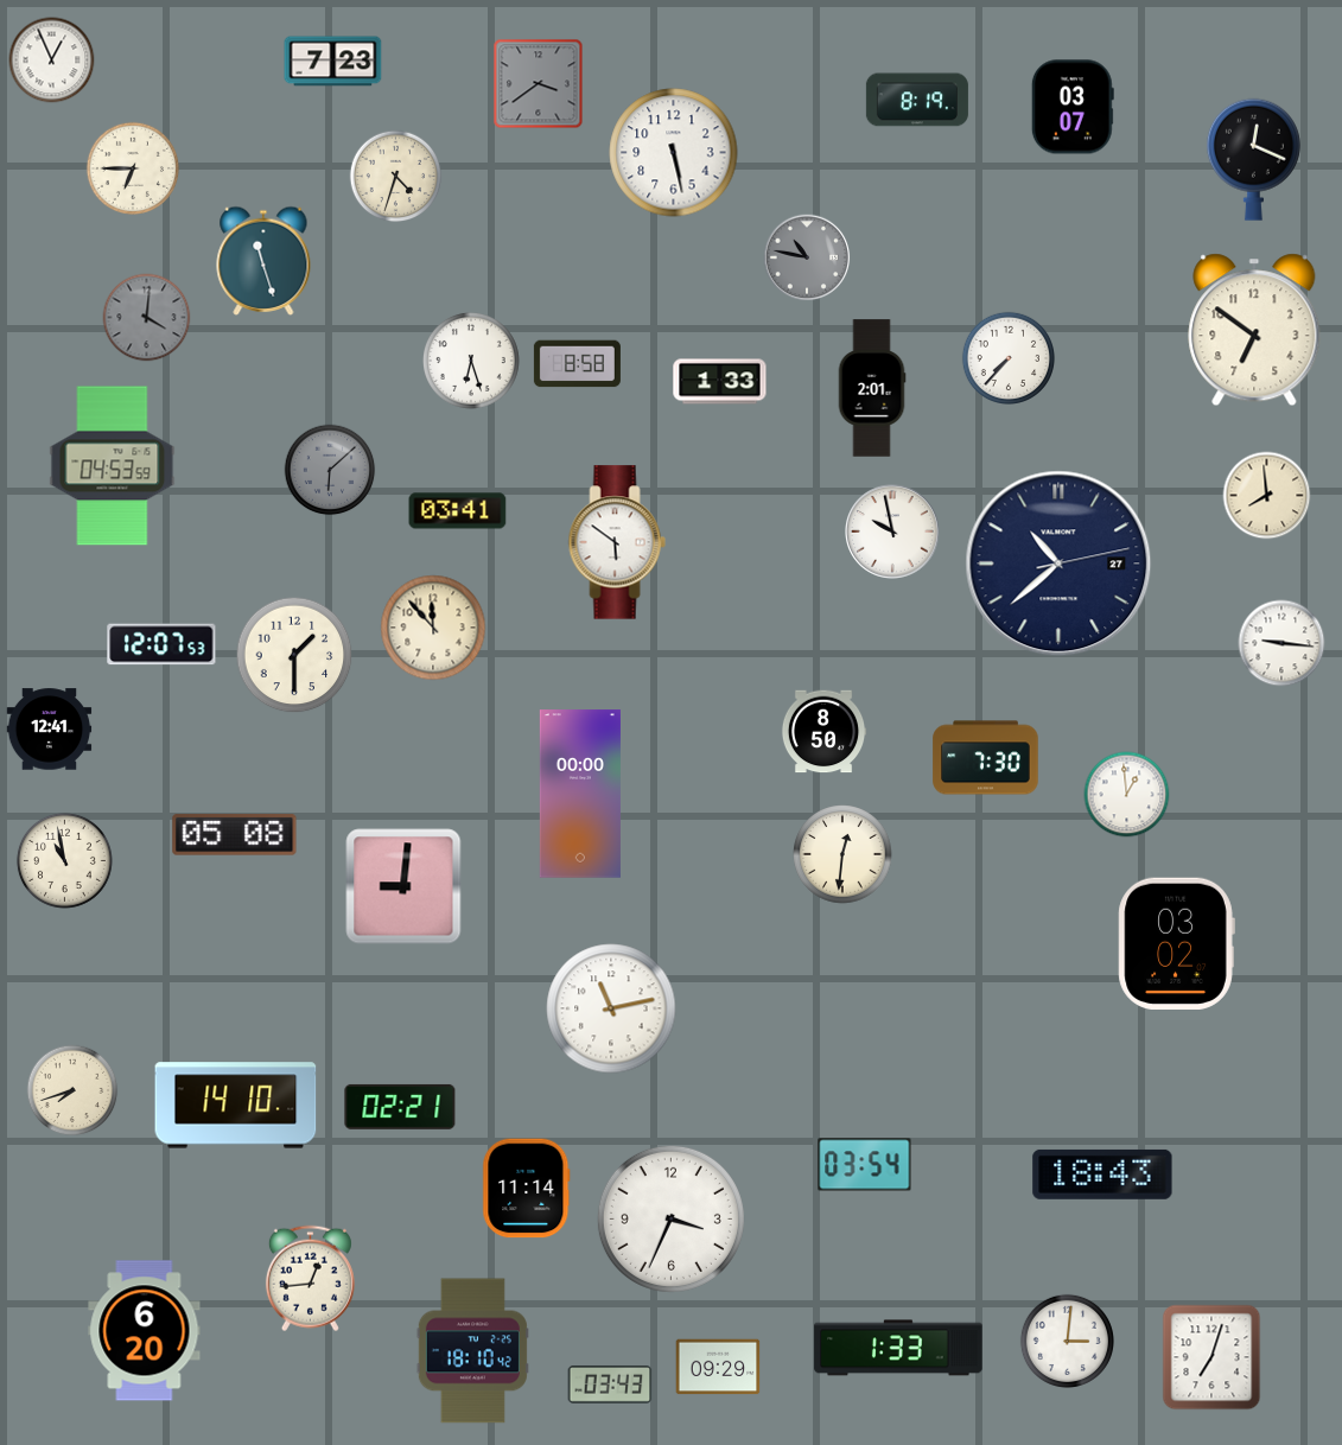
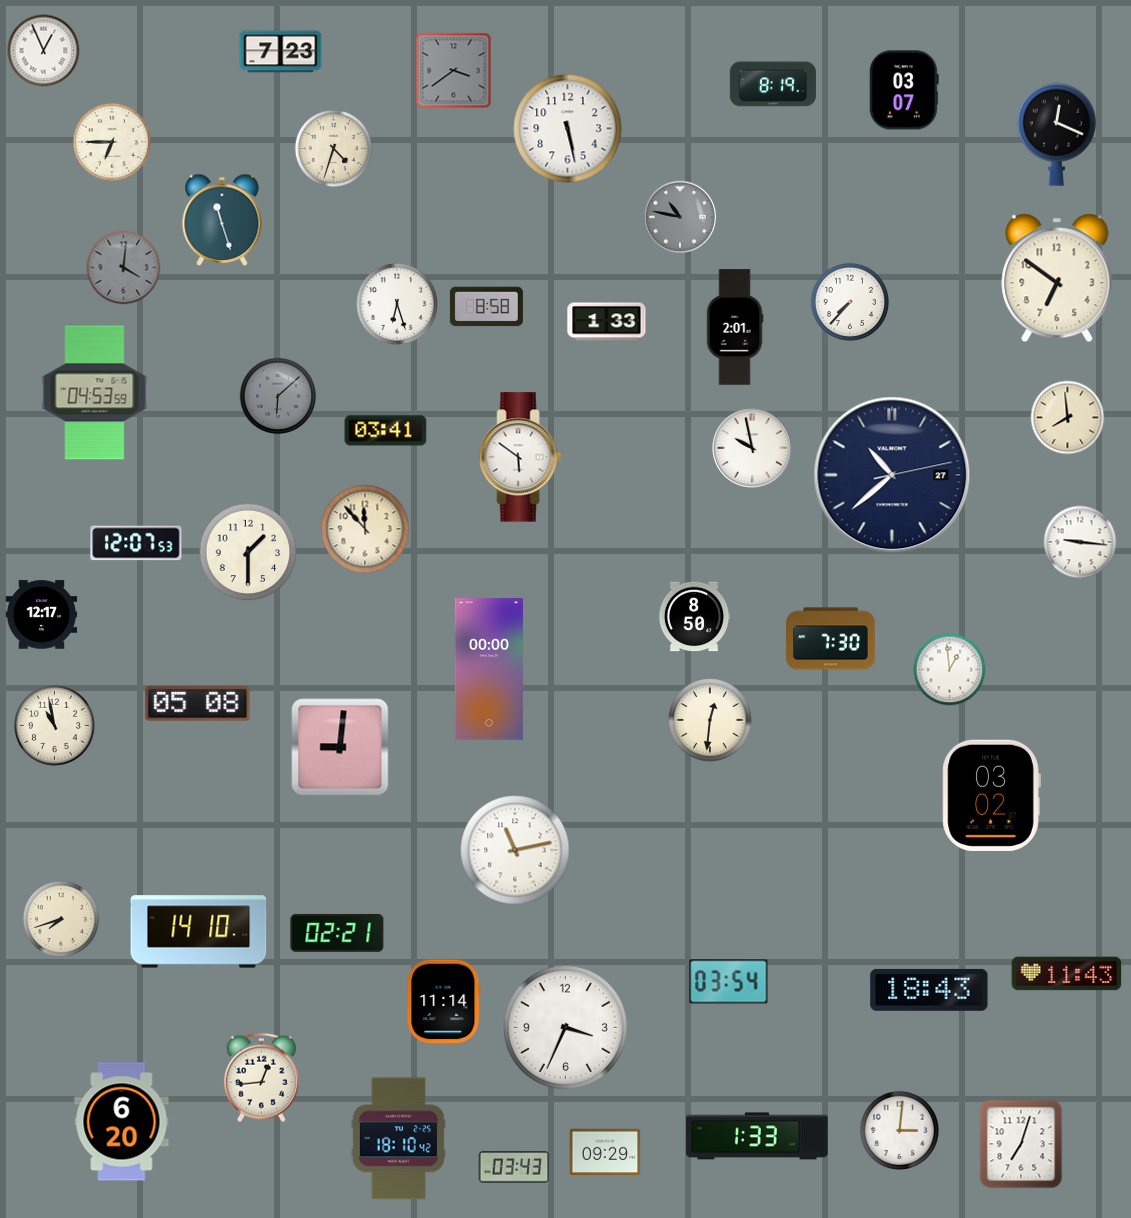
clock at (50, 730): 12:41 -> 12:17
clock at (1067, 974): none -> 11:43
